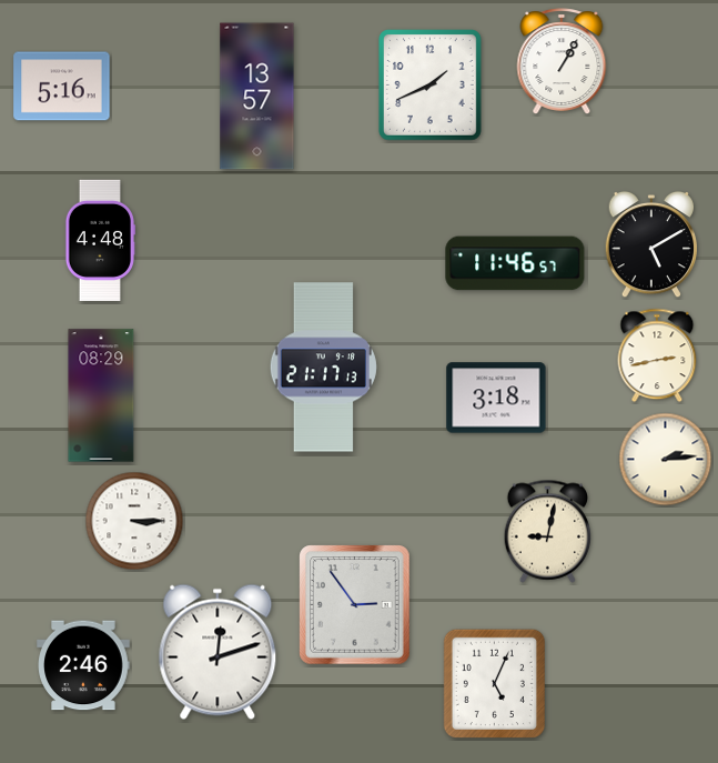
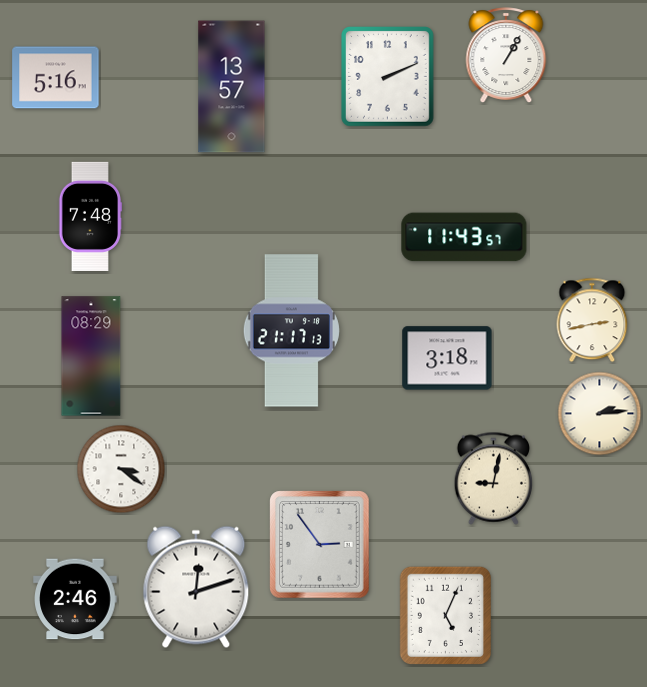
clock at (431, 86): 1:41 -> 2:11
clock at (100, 240): 4:48 -> 7:48
clock at (650, 244): 5:10 -> none
clock at (515, 263): 11:46 -> 11:43
clock at (134, 521): 3:15 -> 3:21
